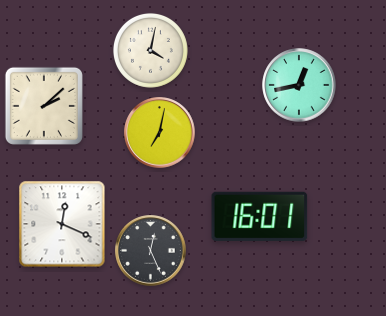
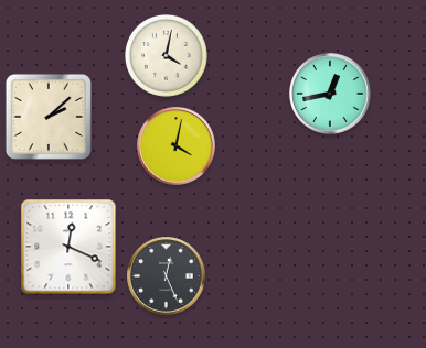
clock at (160, 133): 7:02 -> 4:02
clock at (260, 216): 16:01 -> none
